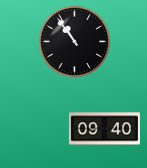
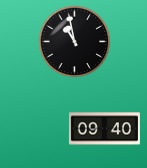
clock at (75, 42): 10:54 -> 10:58
